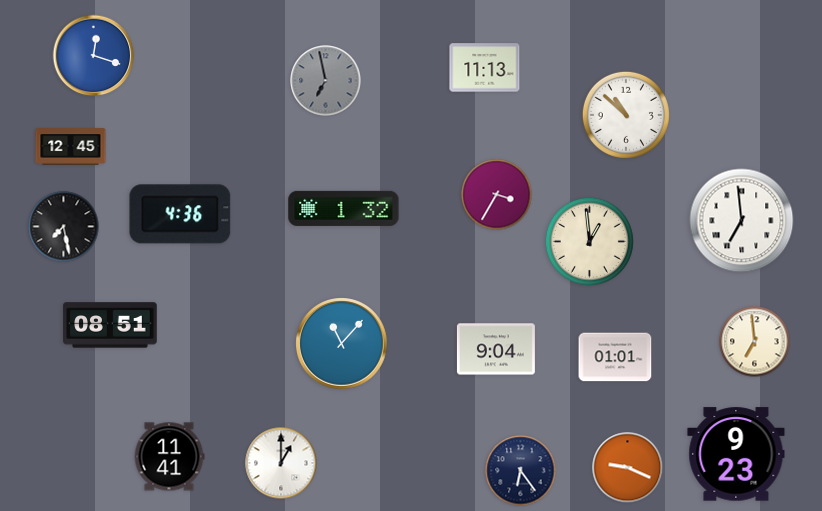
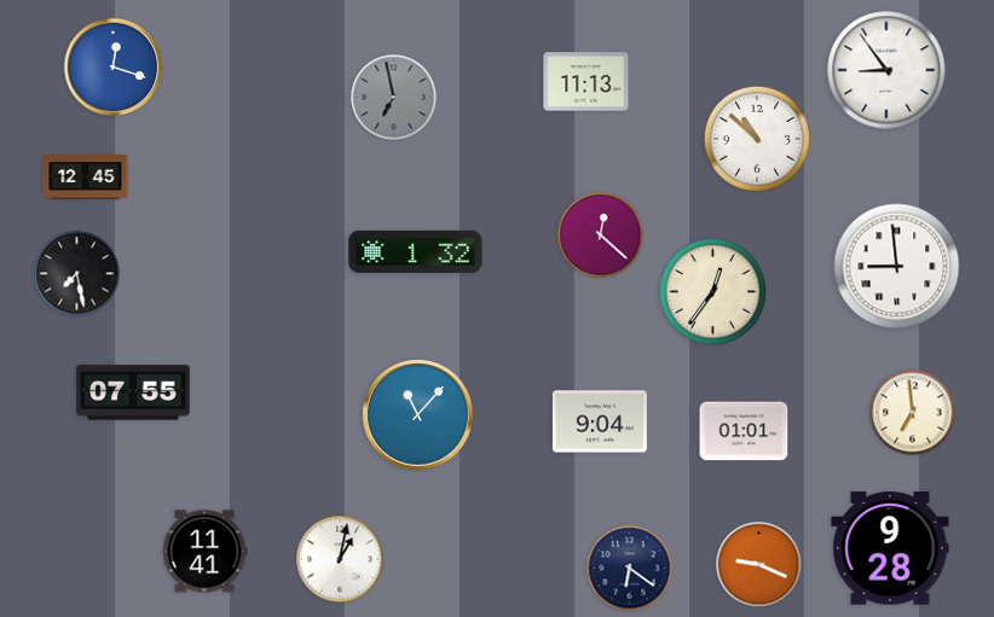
clock at (886, 70): none -> 8:54
clock at (497, 195): 3:35 -> 12:22
clock at (180, 214): 4:36 -> none
clock at (742, 221): 6:59 -> 8:59
clock at (589, 241): 12:59 -> 12:36
clock at (110, 325): 08:51 -> 07:55
clock at (342, 344) position: (342, 344) -> (418, 415)
clock at (736, 454): 9:23 -> 9:28
clock at (281, 463): 1:00 -> 1:02
clock at (521, 471): 6:24 -> 6:21
